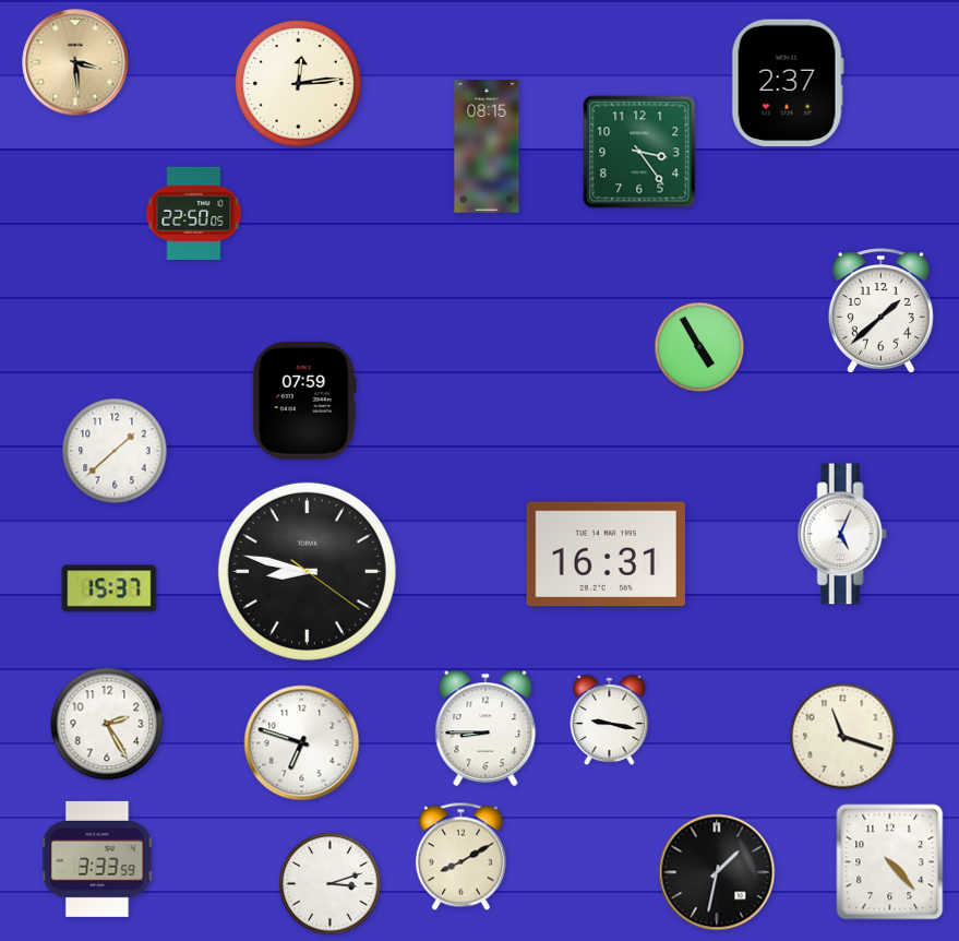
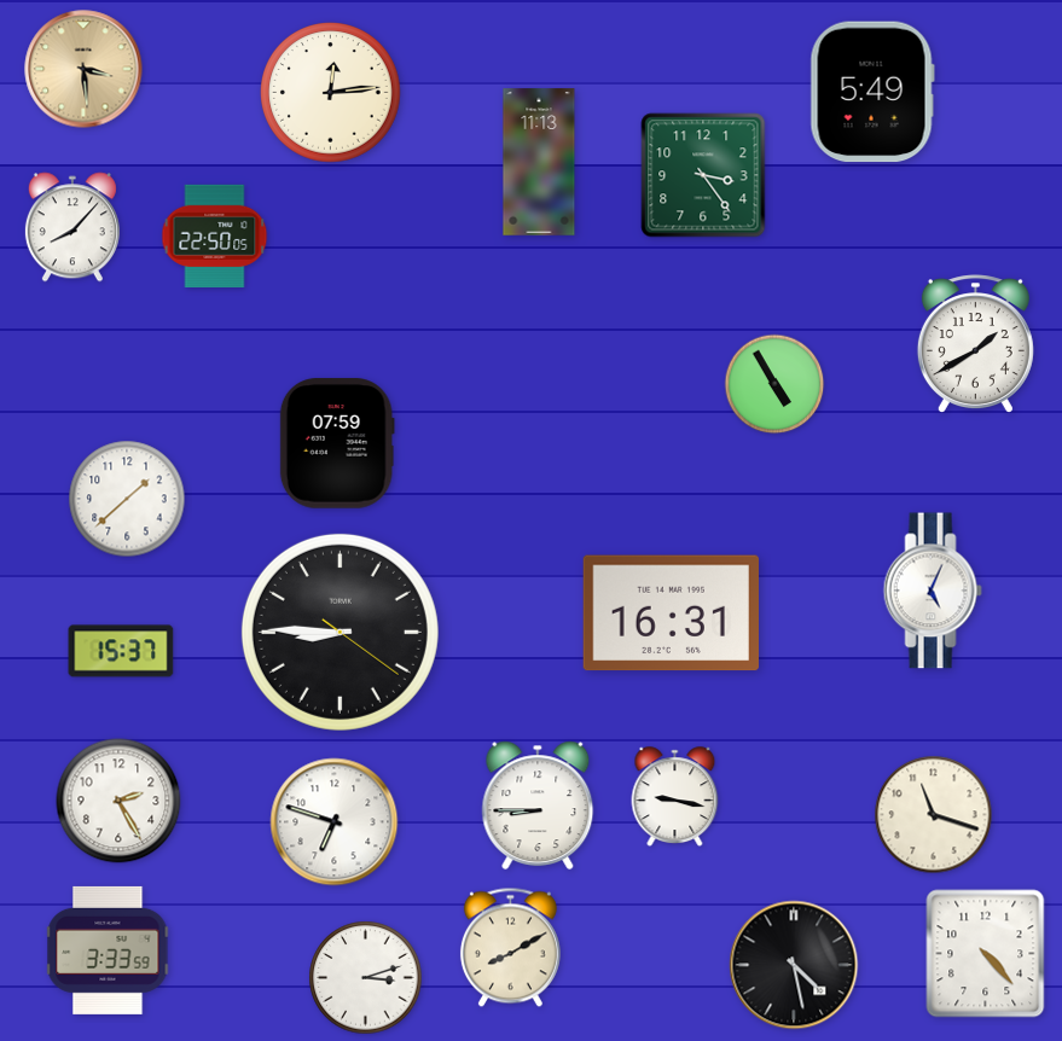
clock at (788, 83): 2:37 -> 5:49
clock at (487, 146): 08:15 -> 11:13
clock at (639, 152) position: (639, 152) -> (703, 175)
clock at (72, 227): none -> 8:07
clock at (880, 310): 1:38 -> 1:40
clock at (307, 571): 8:47 -> 8:45
clock at (717, 872): 1:32 -> 4:28
